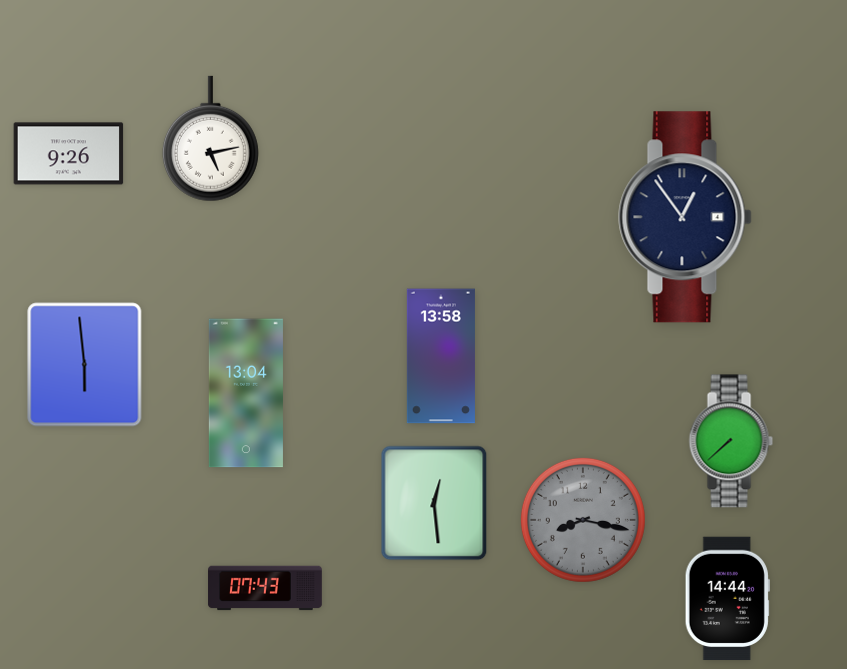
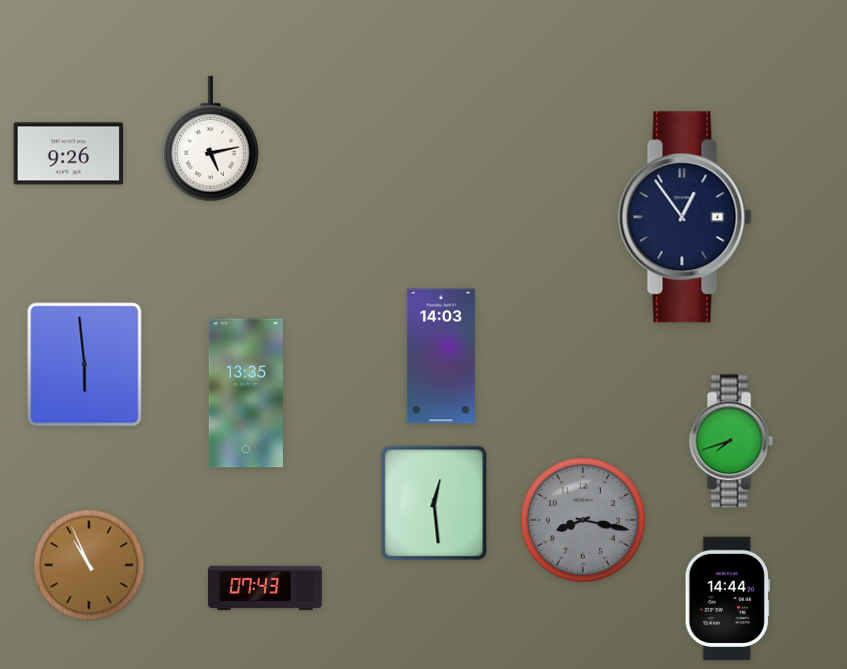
clock at (441, 356): 13:58 -> 14:03
clock at (246, 393): 13:04 -> 13:35
clock at (731, 441): 7:38 -> 7:42
clock at (89, 565): none -> 10:56
